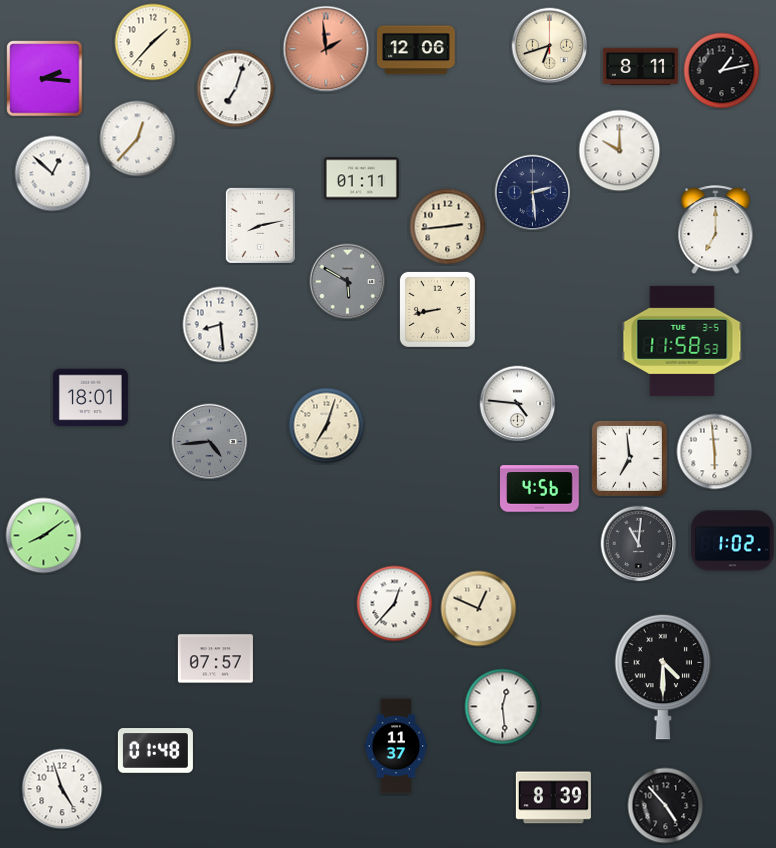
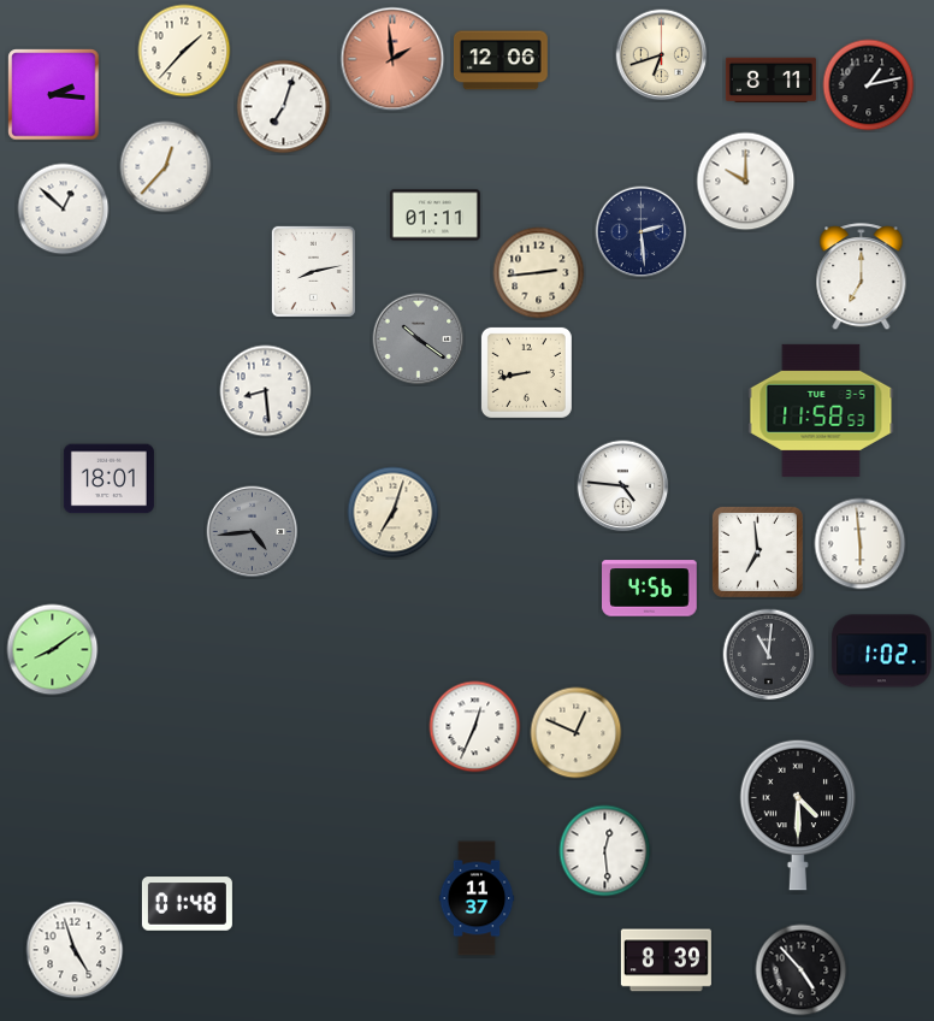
clock at (348, 282): 5:50 -> 10:21
clock at (44, 536) position: (44, 536) -> (53, 650)
clock at (395, 604): 12:37 -> 12:34
clock at (215, 659): 07:57 -> none
